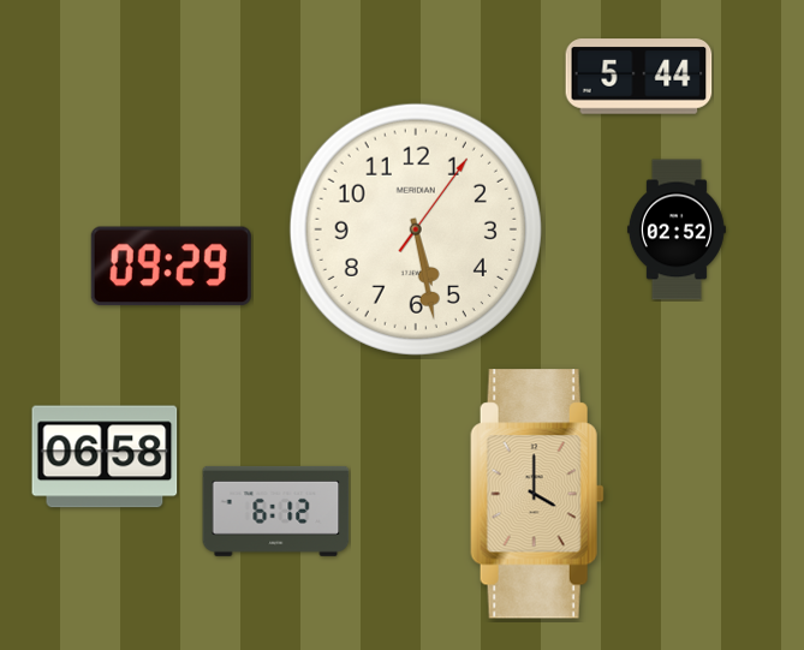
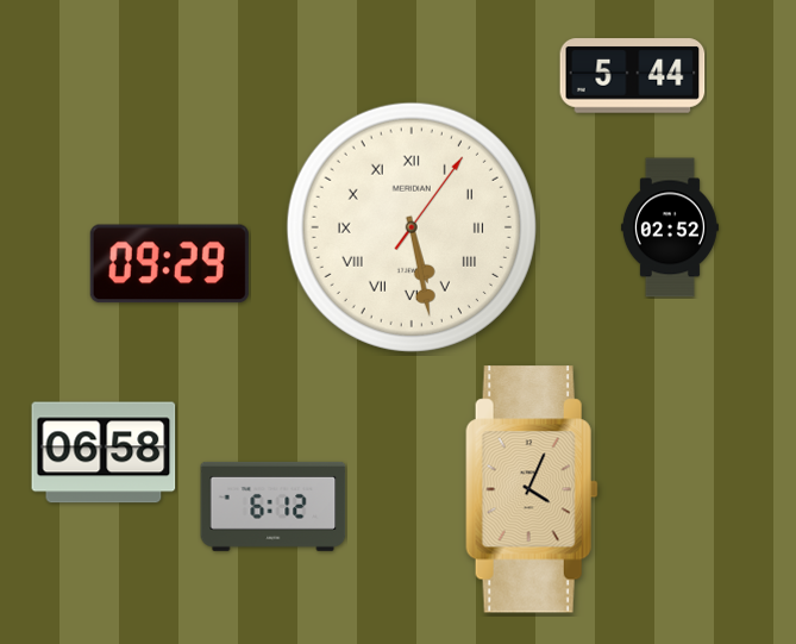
clock at (416, 229) numerals: Arabic -> Roman
clock at (537, 494): 4:00 -> 4:04
